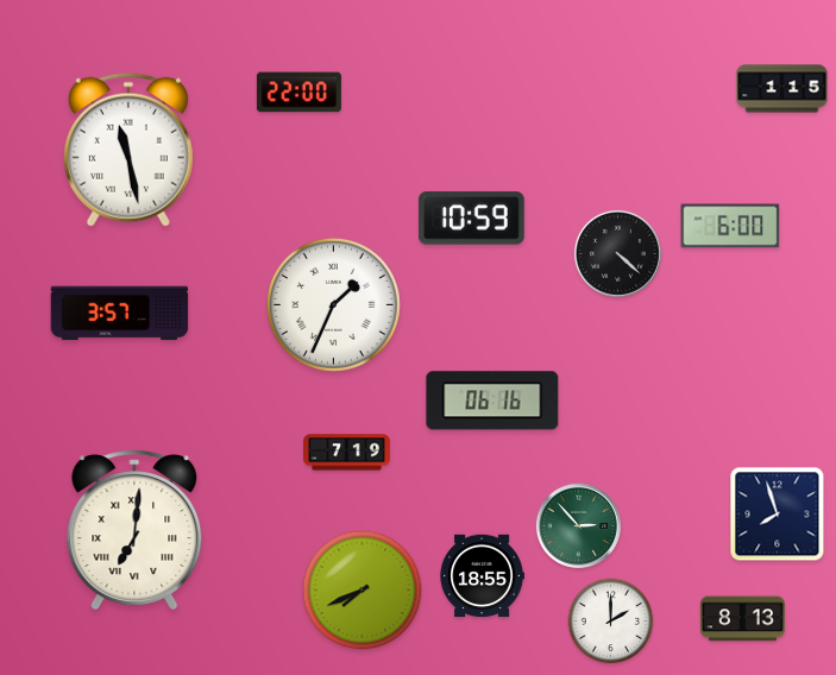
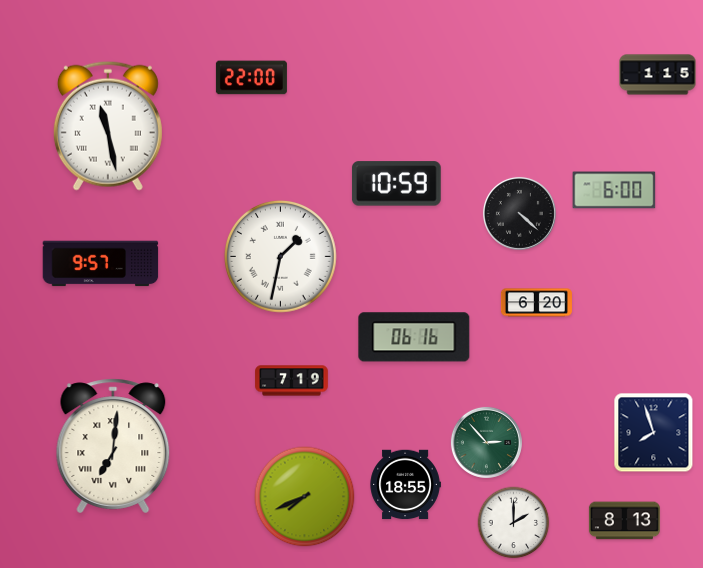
clock at (333, 304): 1:34 -> 1:32
clock at (120, 314): 3:57 -> 9:57
clock at (536, 303): none -> 6:20
